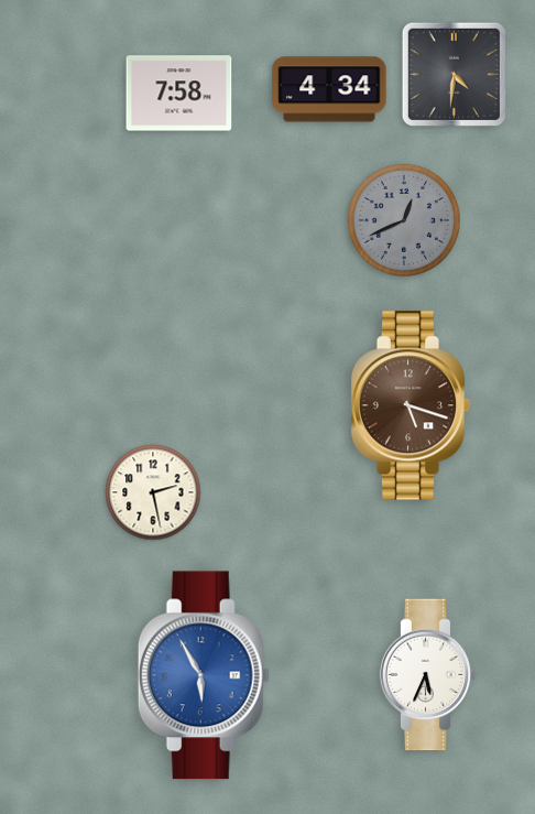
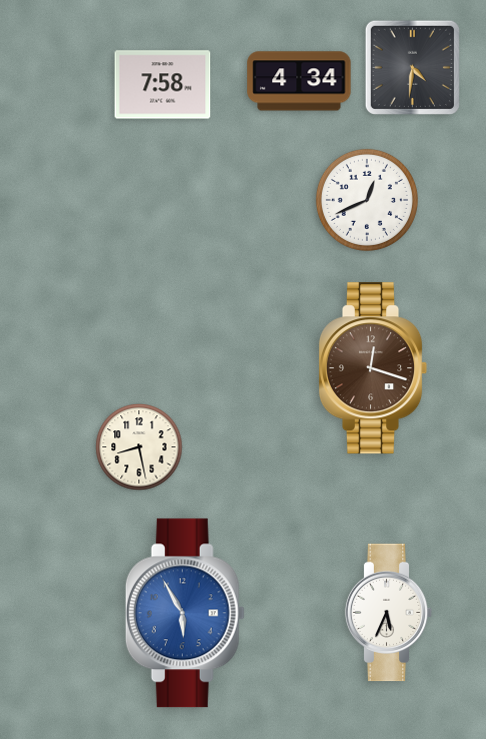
clock at (404, 220) dial: grey -> white
clock at (411, 405): 5:18 -> 12:18
clock at (153, 492): 2:28 -> 8:28
